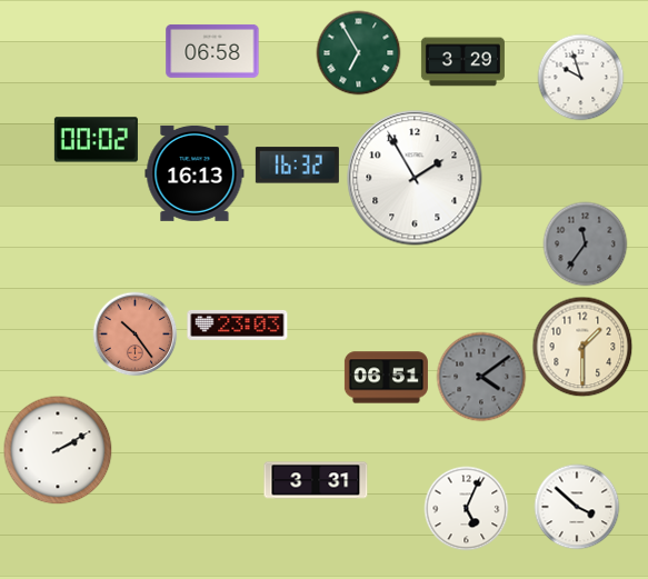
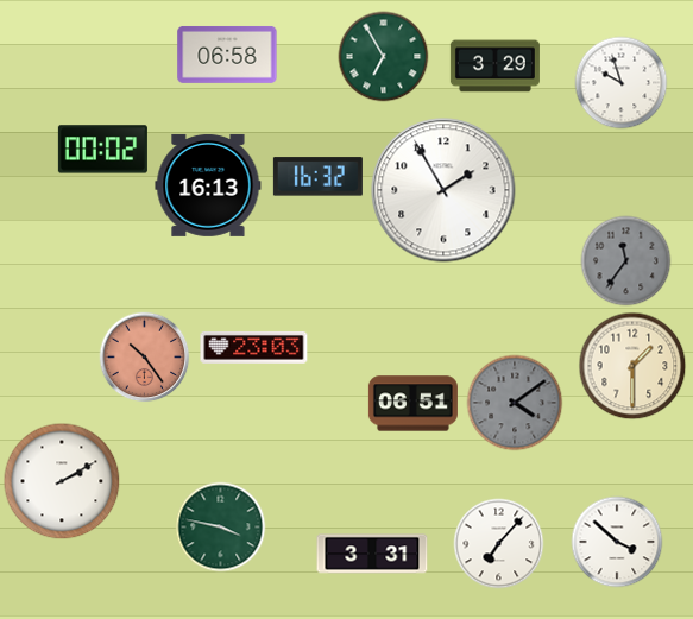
clock at (582, 347) position: (582, 347) -> (632, 366)
clock at (316, 480) position: (316, 480) -> (372, 554)
clock at (221, 528): none -> 3:47
clock at (467, 509): 5:04 -> 7:07
